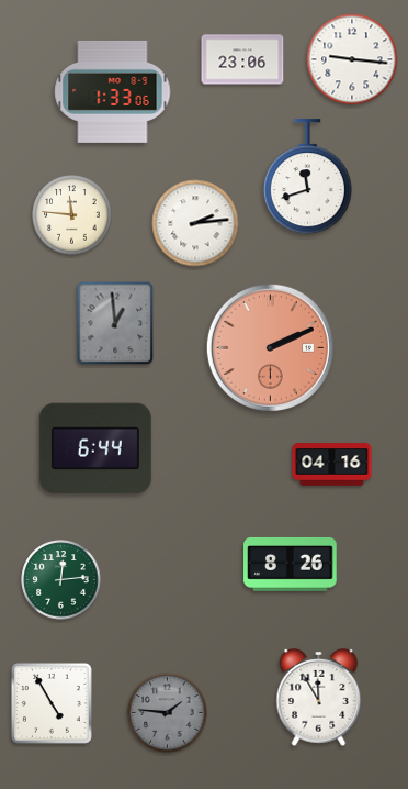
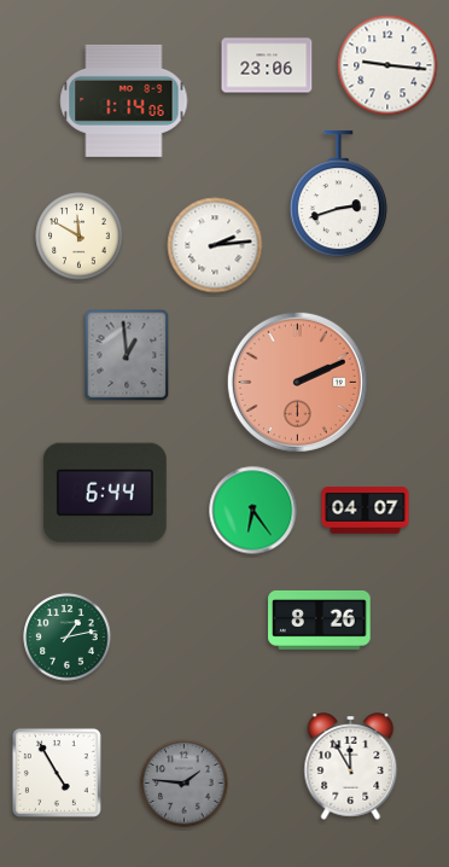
clock at (113, 91): 1:33 -> 1:14
clock at (307, 177): 11:42 -> 2:42
clock at (72, 215): 11:46 -> 11:50
clock at (253, 511): none -> 6:24
clock at (332, 465): 04:16 -> 04:07
clock at (61, 580): 12:14 -> 1:13
